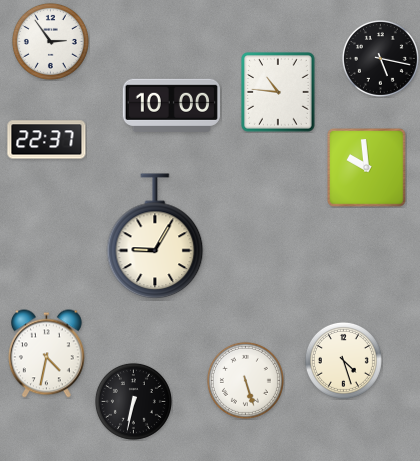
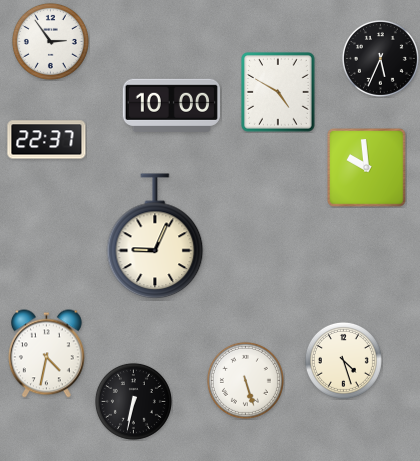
clock at (380, 58): 5:17 -> 5:34
clock at (279, 93): 10:46 -> 4:50
clock at (155, 237): 9:05 -> 9:04
